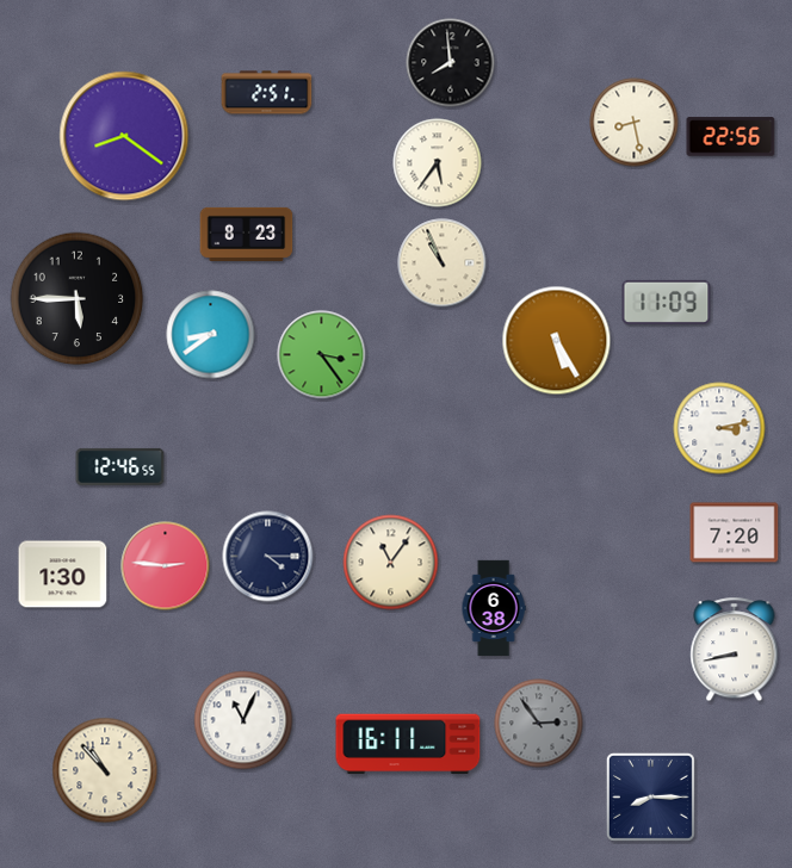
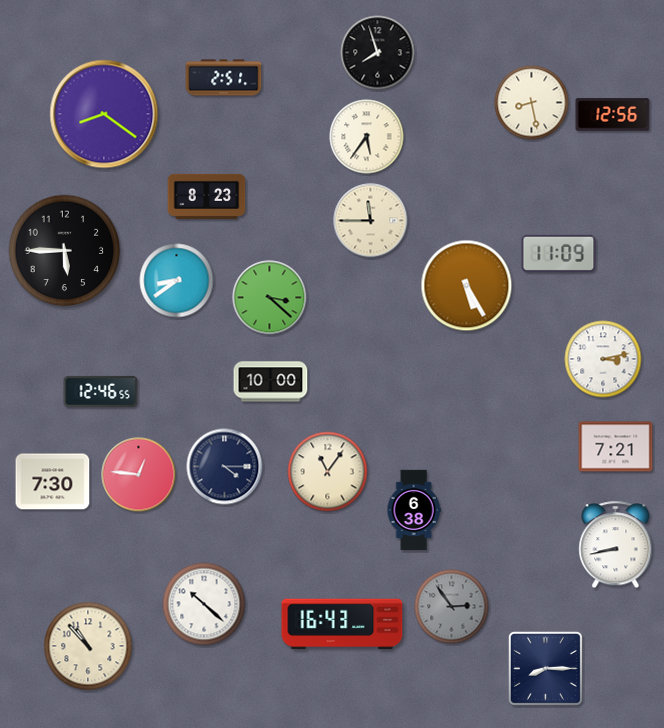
clock at (451, 63): 7:59 -> 7:57
clock at (731, 137): 22:56 -> 12:56
clock at (443, 263): 10:56 -> 11:45
clock at (322, 355): 3:24 -> 3:22
clock at (271, 382): none -> 10:00
clock at (735, 533): 7:20 -> 7:21
clock at (166, 566): 2:46 -> 12:46
clock at (63, 575): 1:30 -> 7:30
clock at (243, 720): 11:04 -> 10:22
clock at (408, 744): 16:11 -> 16:43
